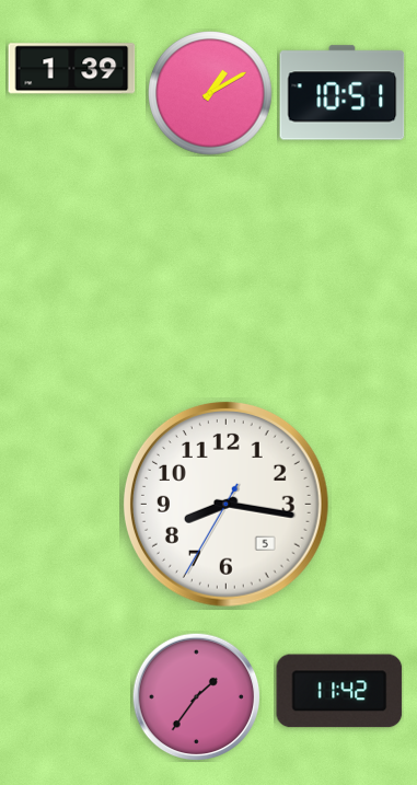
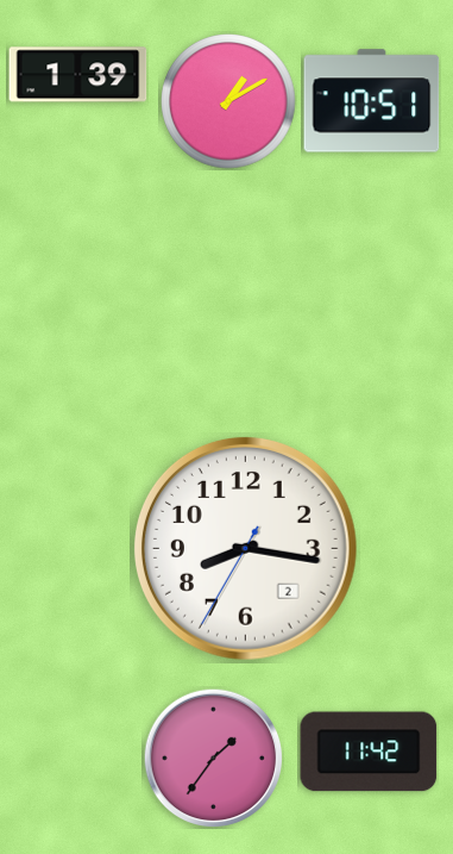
clock at (225, 504) date: 5 -> 2
